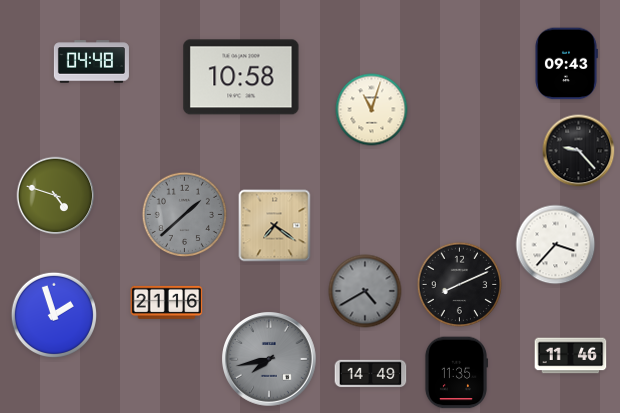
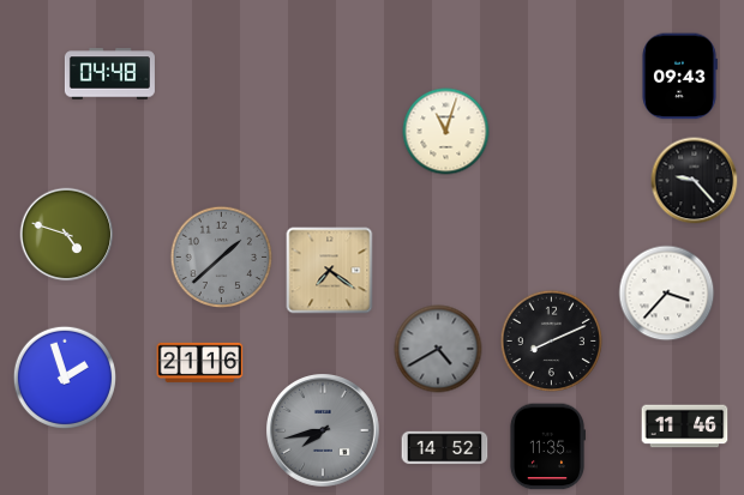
clock at (241, 77): 10:58 -> none
clock at (371, 374): 14:49 -> 14:52
